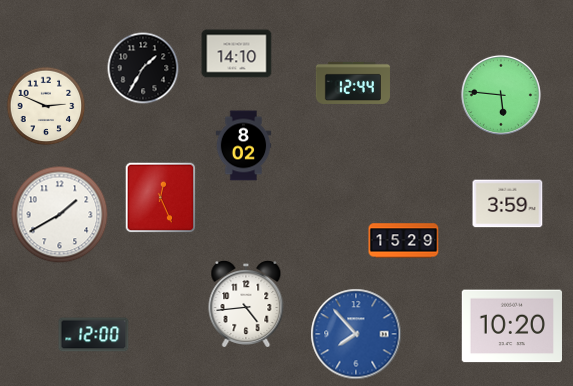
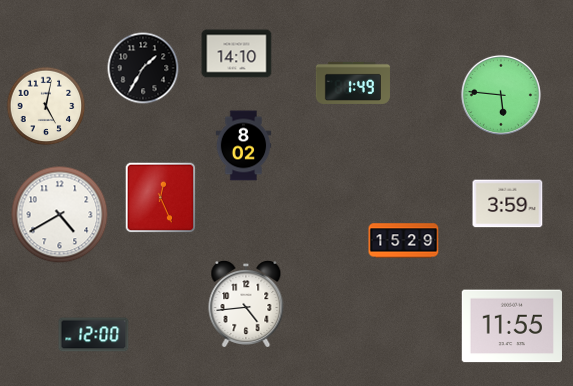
clock at (353, 83): 12:44 -> 1:49
clock at (46, 106): 2:49 -> 5:02
clock at (60, 215): 1:40 -> 4:40
clock at (511, 326): 10:20 -> 11:55
clock at (356, 334): 7:53 -> none
